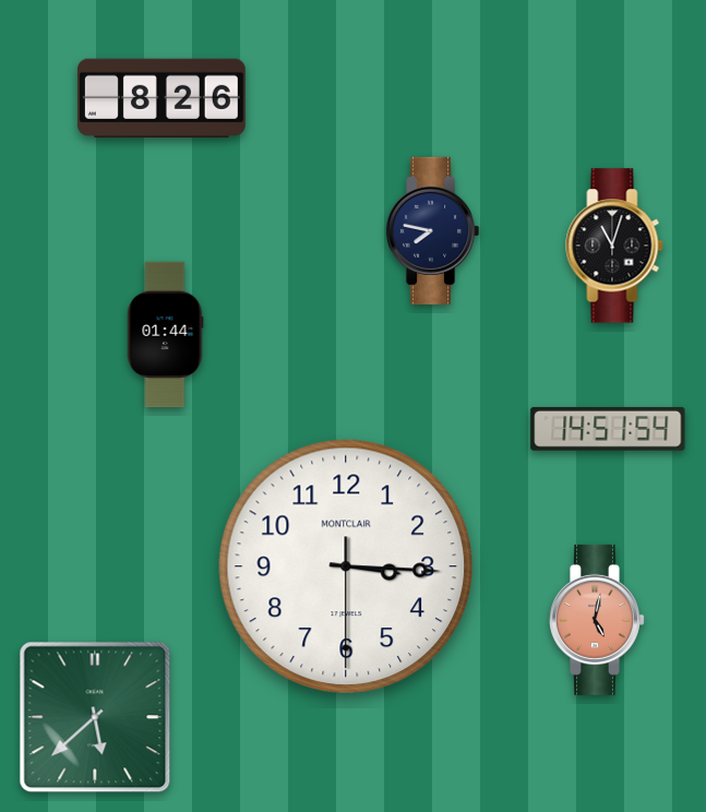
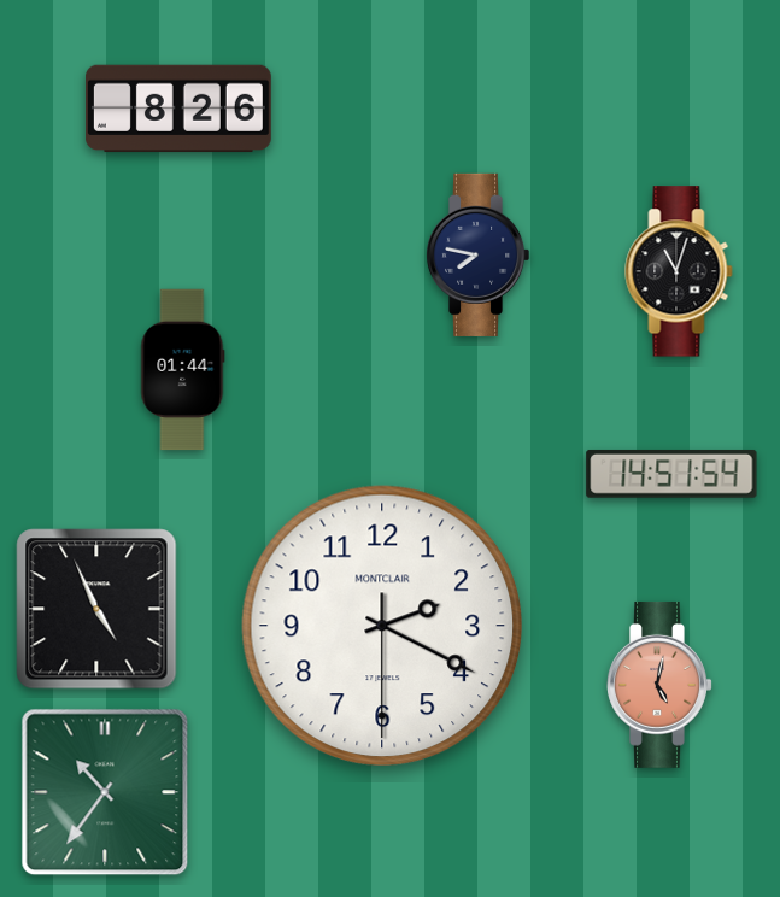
clock at (96, 609): none -> 4:56
clock at (346, 566): 3:15 -> 2:19
clock at (95, 717): 5:38 -> 10:36
